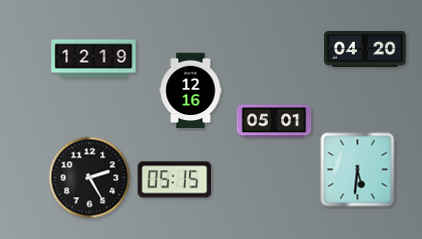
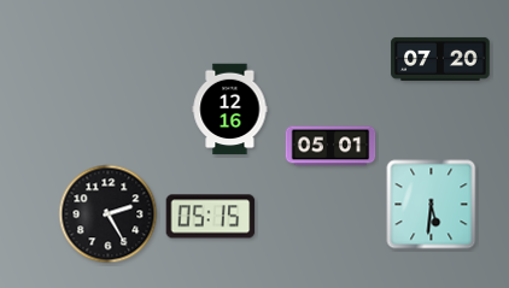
clock at (365, 49): 04:20 -> 07:20
clock at (94, 59): 12:19 -> none
